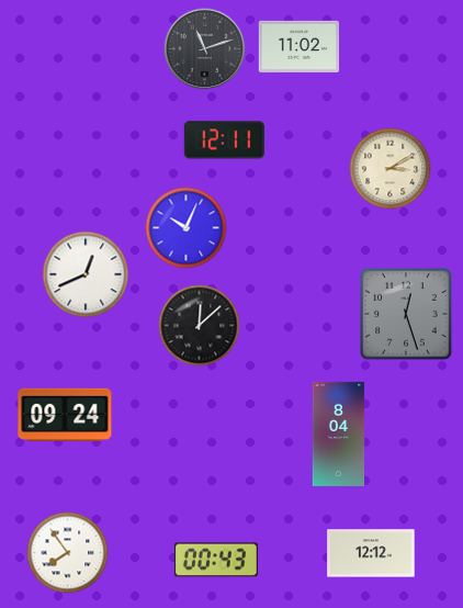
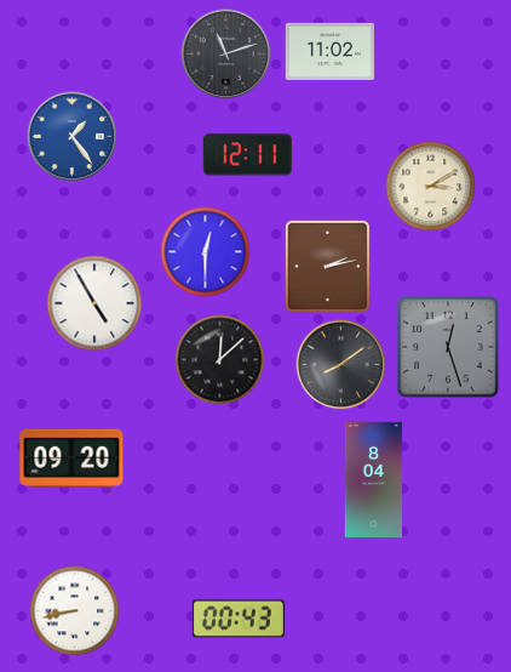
clock at (73, 137): none -> 1:24
clock at (187, 228): 10:04 -> 12:30
clock at (327, 266): none -> 2:13
clock at (86, 274): 12:41 -> 4:55
clock at (341, 365): none -> 8:09
clock at (65, 414): 09:24 -> 09:20
clock at (68, 553): 7:54 -> 8:43
clock at (371, 553): 12:12 -> none
